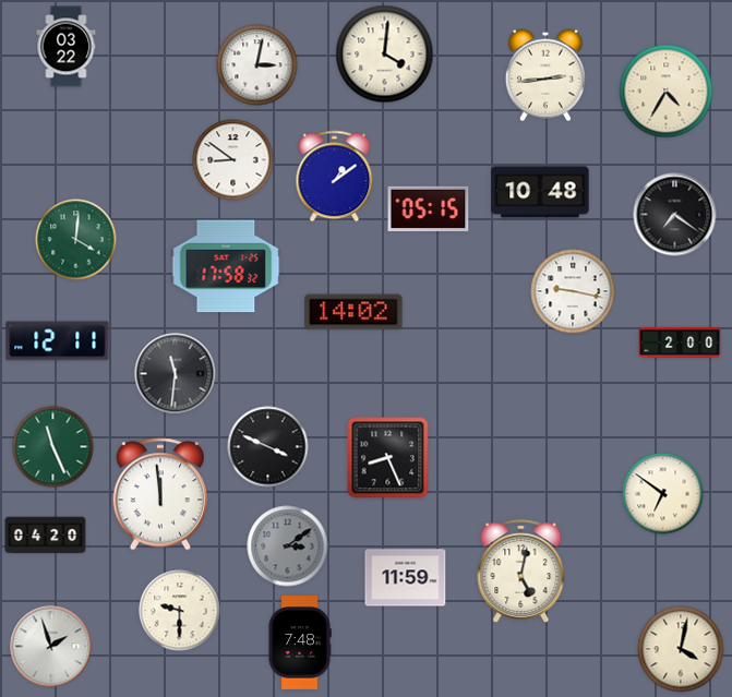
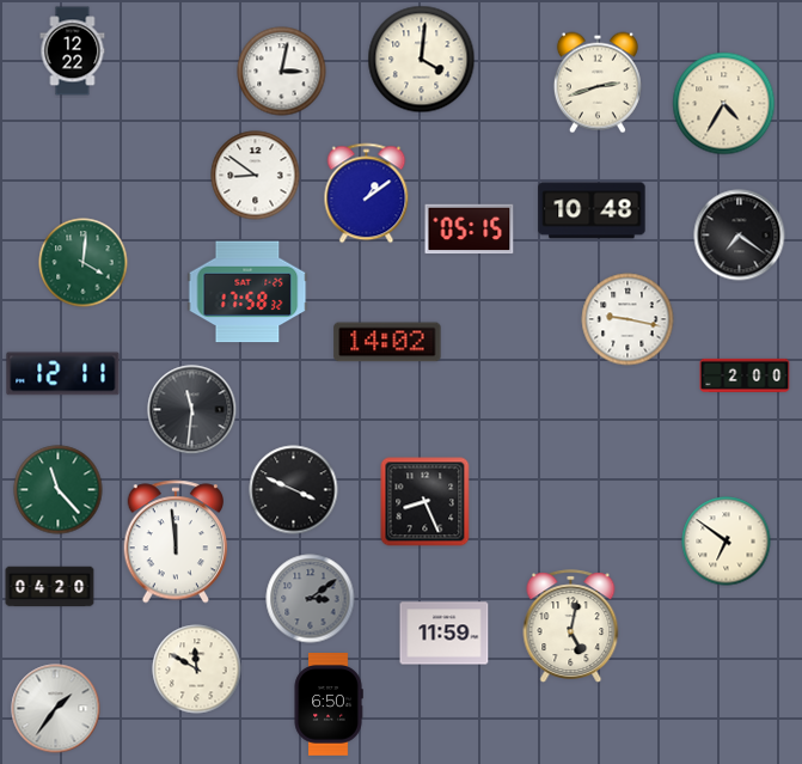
clock at (67, 47): 03:22 -> 12:22
clock at (545, 75): 2:44 -> 2:42
clock at (667, 92) position: (667, 92) -> (724, 104)
clock at (53, 447): 11:26 -> 11:23
clock at (288, 546) position: (288, 546) -> (311, 599)
clock at (180, 611): 9:30 -> 11:50
clock at (300, 644): 7:48 -> 6:50
clock at (51, 647): 1:57 -> 1:36
clock at (681, 649): 4:02 -> none
